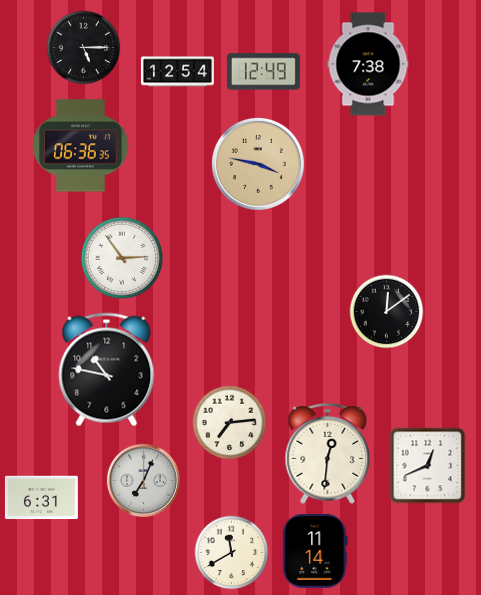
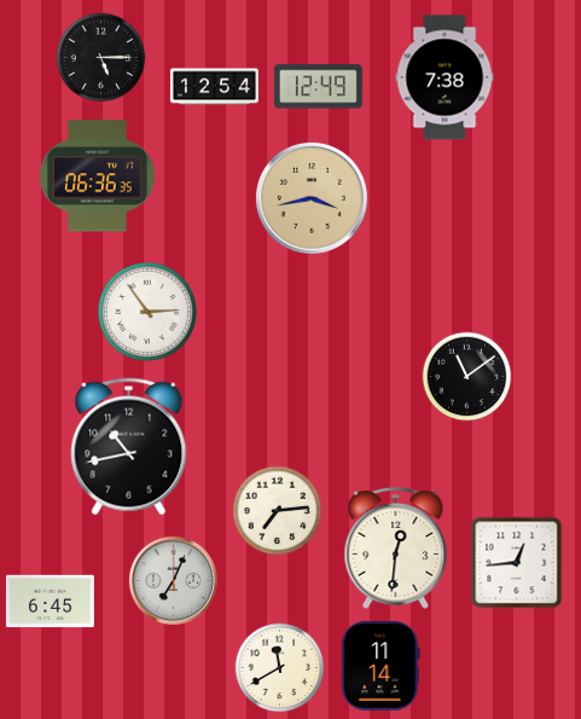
clock at (258, 164): 3:47 -> 3:43
clock at (387, 312): 12:09 -> 11:09
clock at (107, 370): 10:47 -> 10:43
clock at (428, 466): 12:41 -> 12:44
clock at (41, 498): 6:31 -> 6:45
